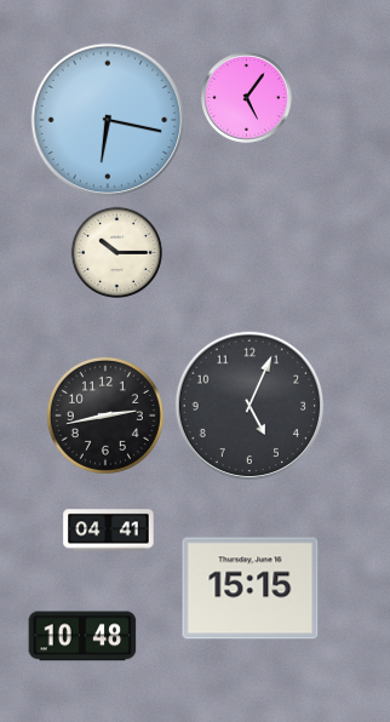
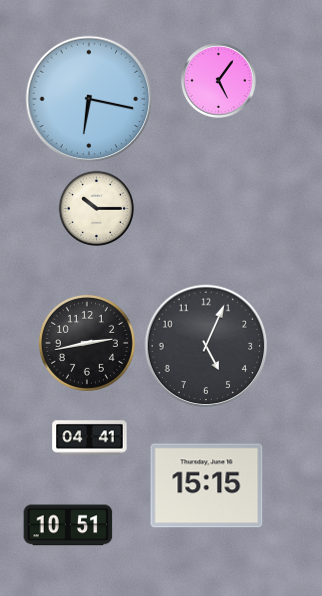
clock at (247, 98) position: (247, 98) -> (219, 81)
clock at (250, 406) position: (250, 406) -> (206, 346)
clock at (82, 636): 10:48 -> 10:51
